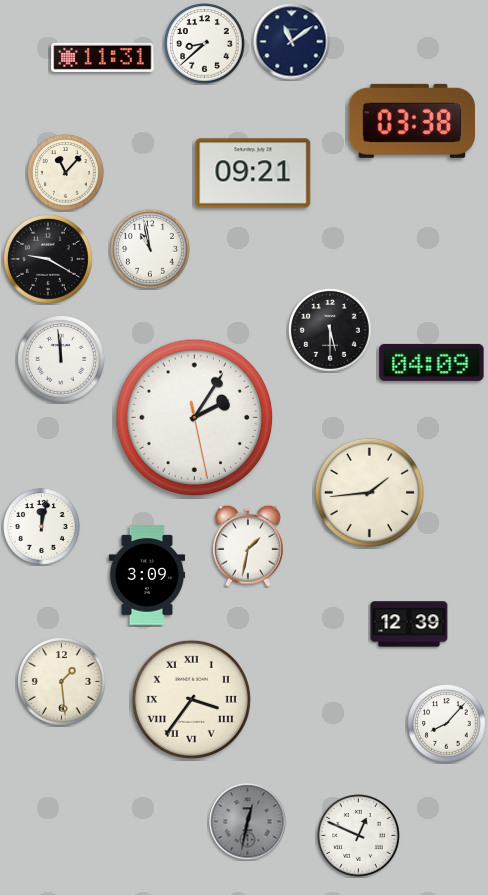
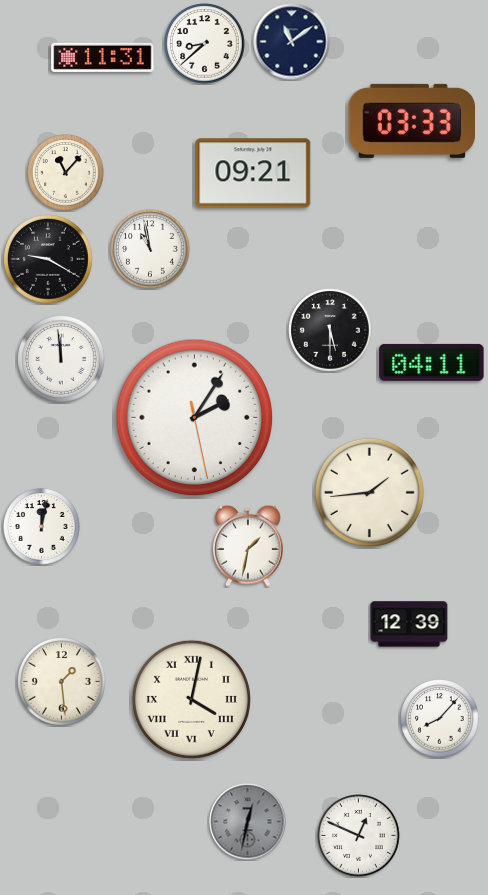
clock at (412, 121): 03:38 -> 03:33
clock at (432, 362): 04:09 -> 04:11
clock at (147, 575): 3:09 -> none
clock at (191, 699): 3:36 -> 4:02
clock at (447, 724) position: (447, 724) -> (440, 719)
